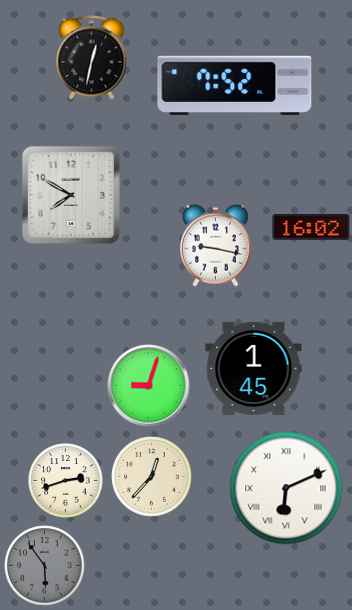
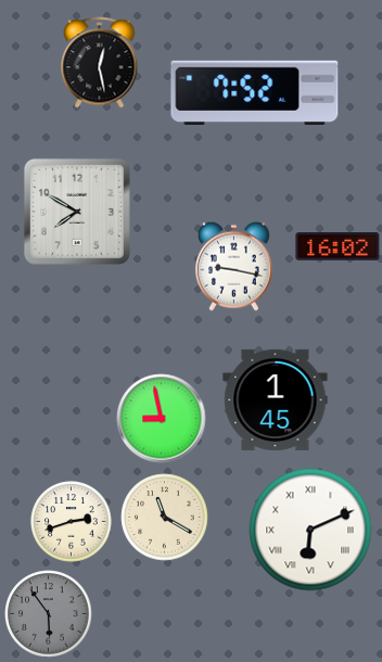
clock at (92, 58): 12:32 -> 12:28
clock at (149, 386): 9:03 -> 8:58
clock at (152, 477): 12:37 -> 11:20
